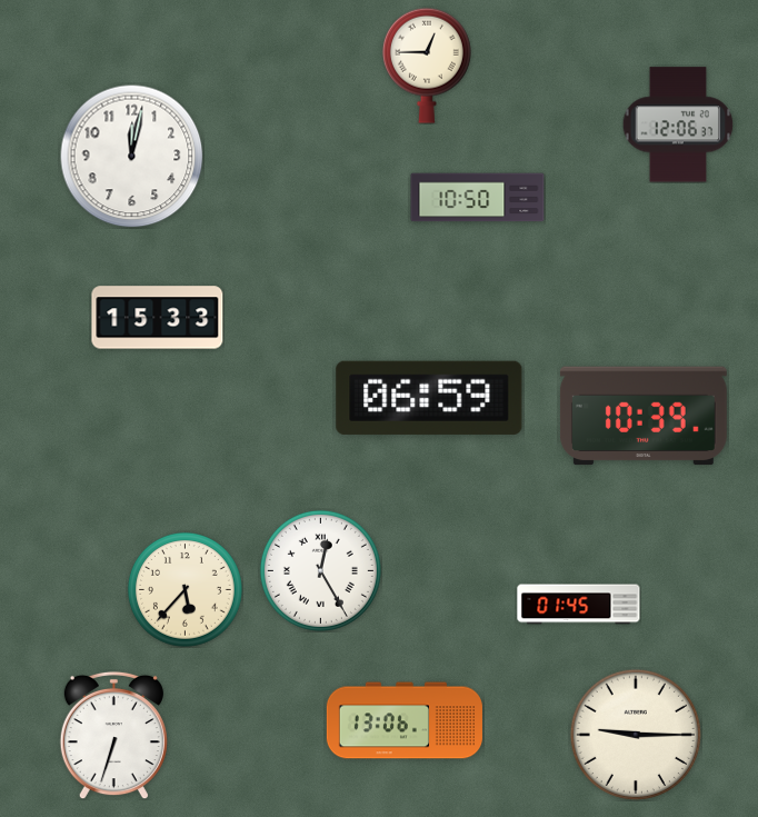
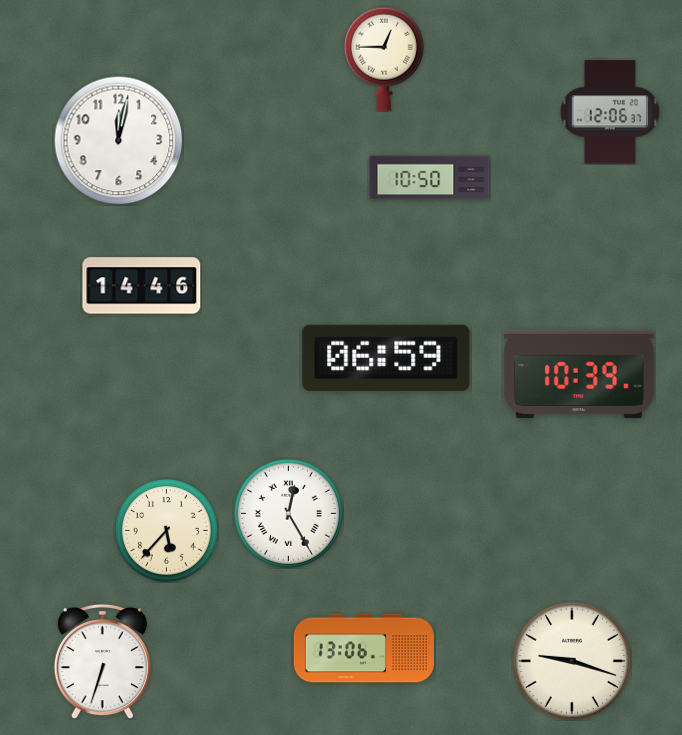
clock at (158, 318): 15:33 -> 14:46
clock at (579, 605): 01:45 -> none
clock at (636, 735): 9:15 -> 9:18
